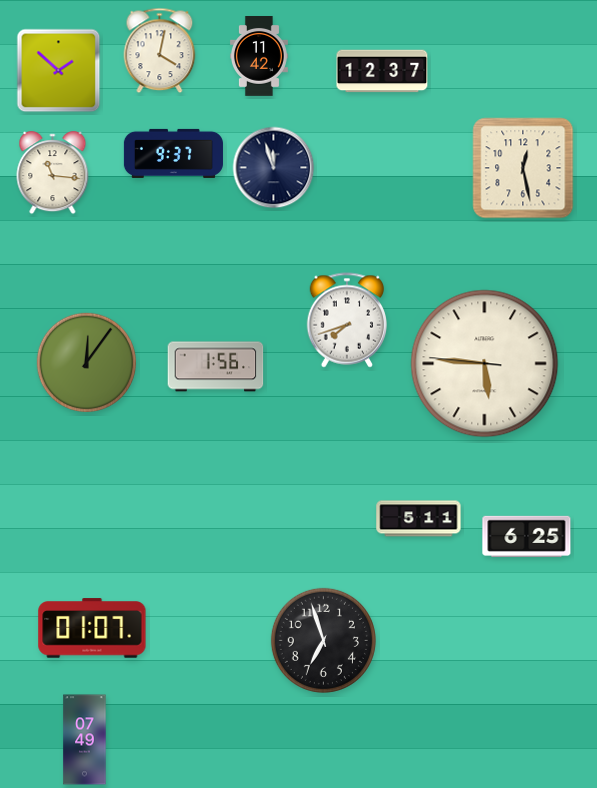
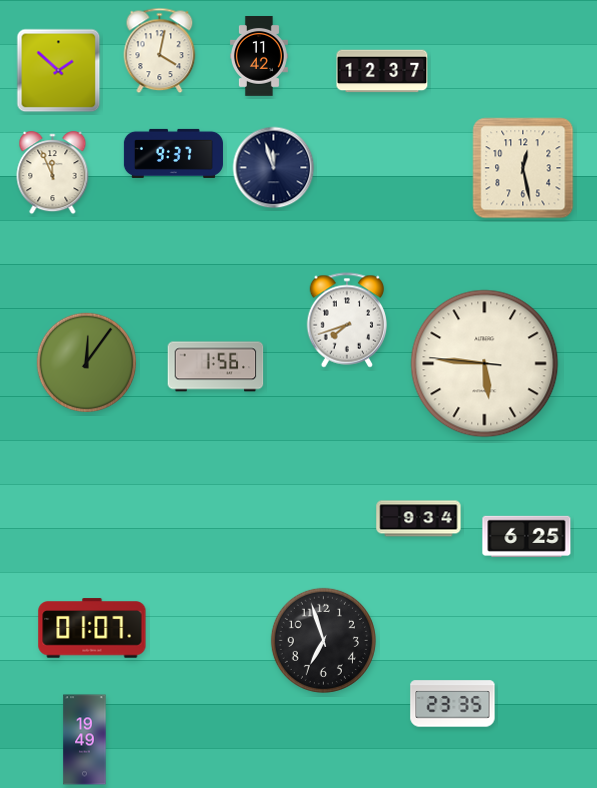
clock at (53, 173): 11:16 -> 11:56
clock at (419, 519): 5:11 -> 9:34
clock at (453, 704): none -> 23:35
clock at (85, 740): 07:49 -> 19:49
